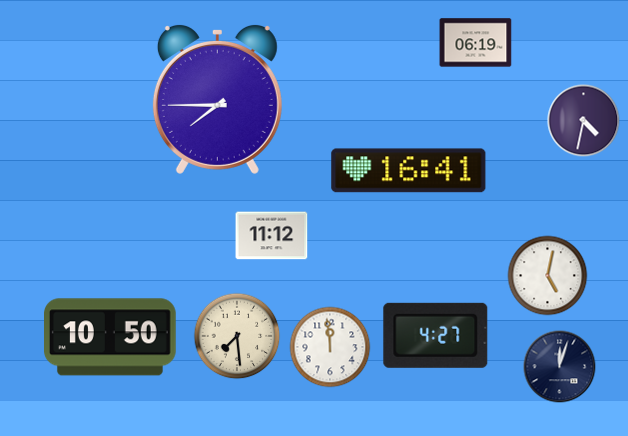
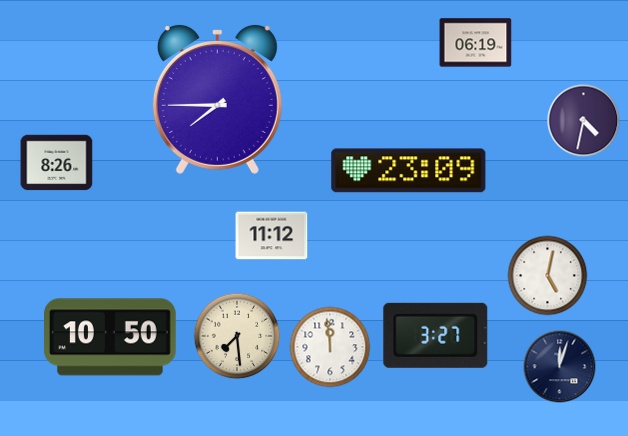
clock at (57, 163): none -> 8:26
clock at (409, 171): 16:41 -> 23:09
clock at (436, 335): 4:27 -> 3:27
